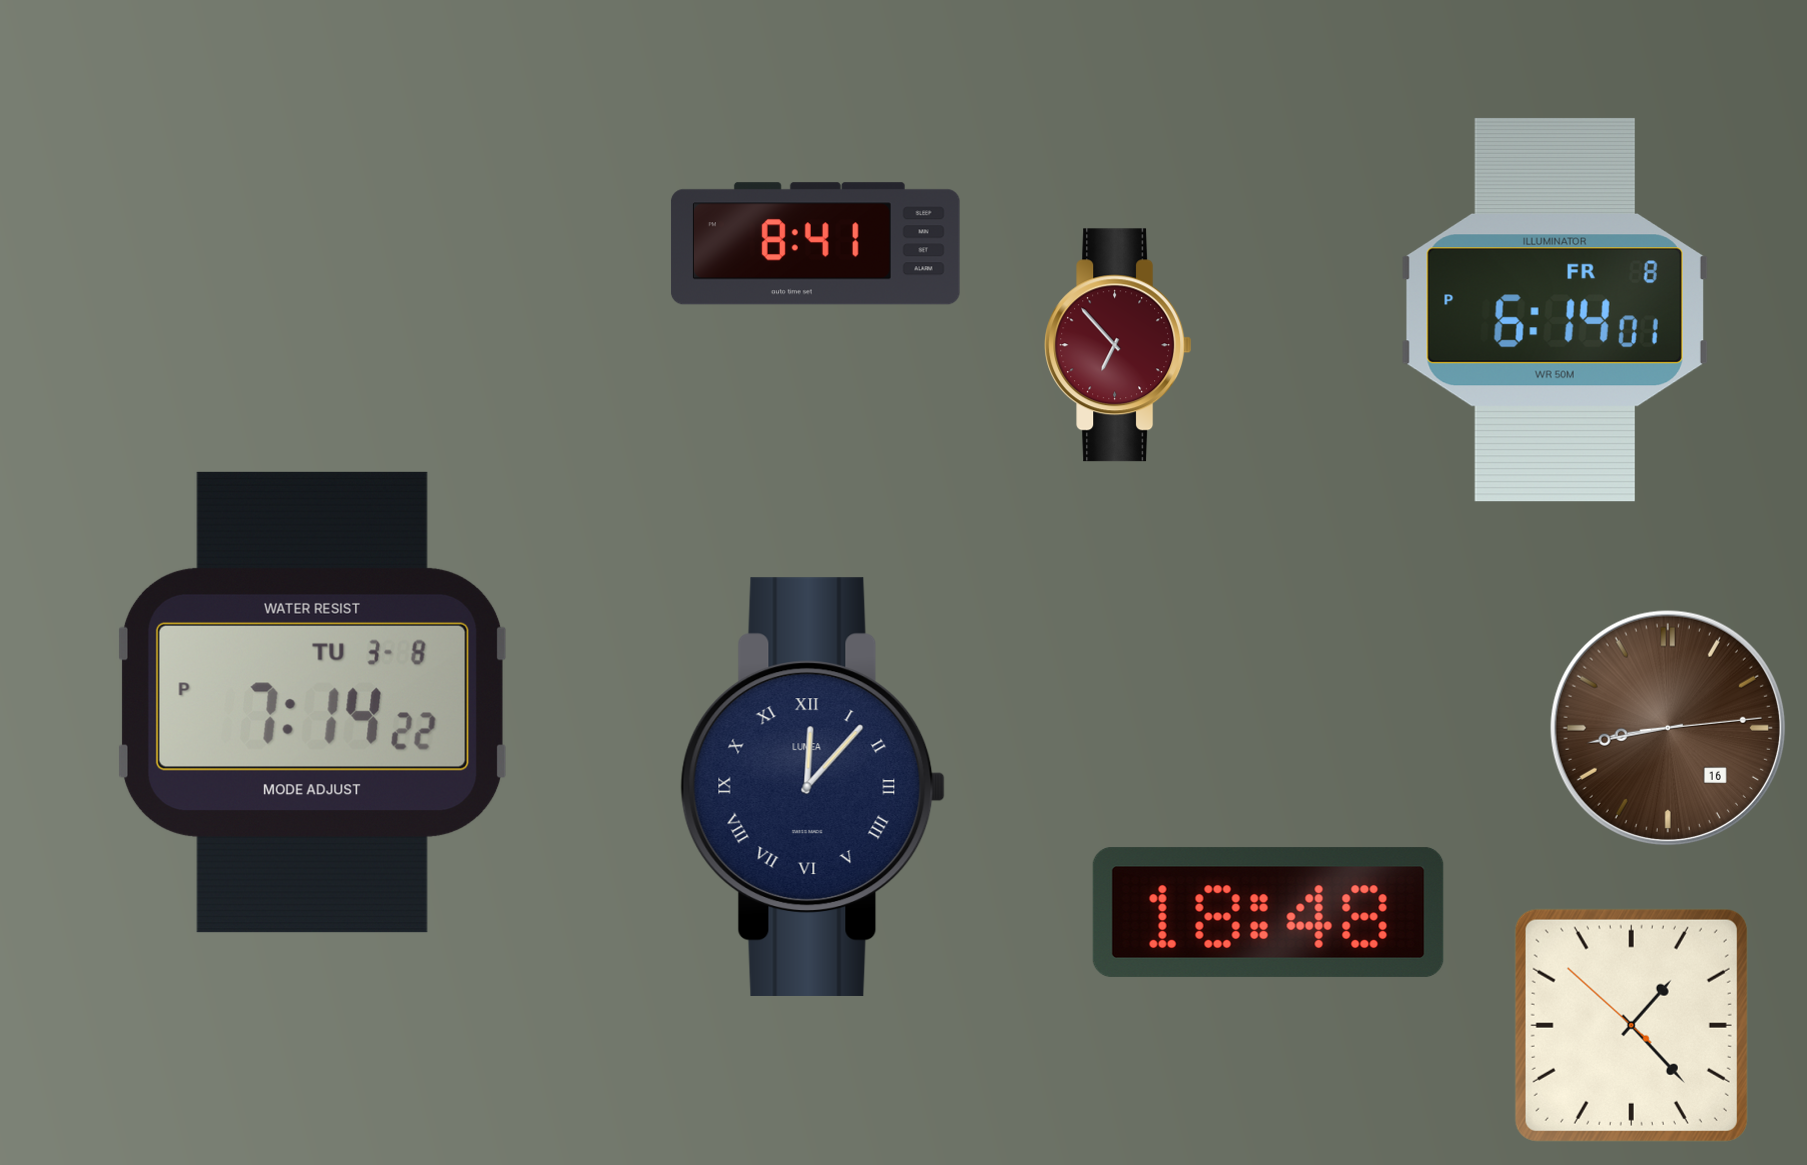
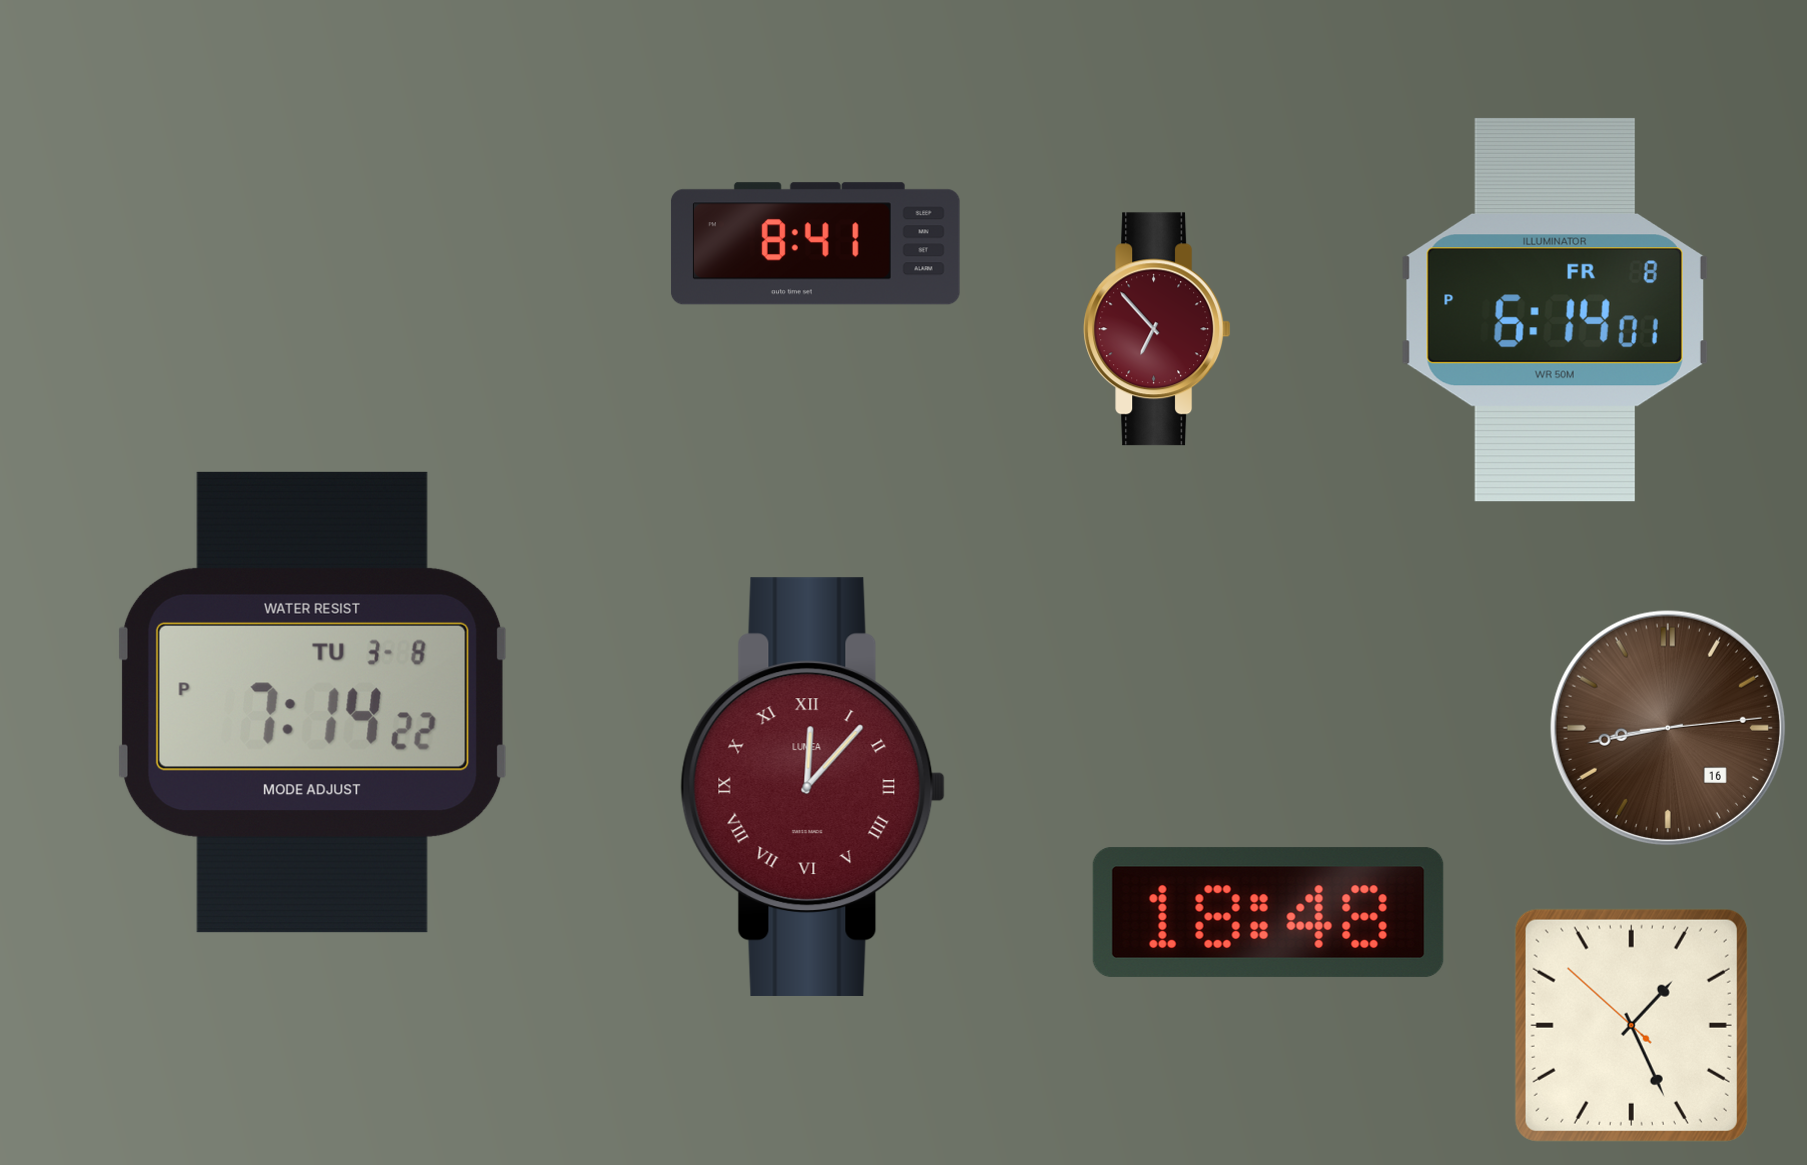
clock at (1118, 345) position: (1118, 345) -> (1157, 329)
clock at (813, 787) dial: navy -> burgundy
clock at (1631, 1025): 1:22 -> 1:25
